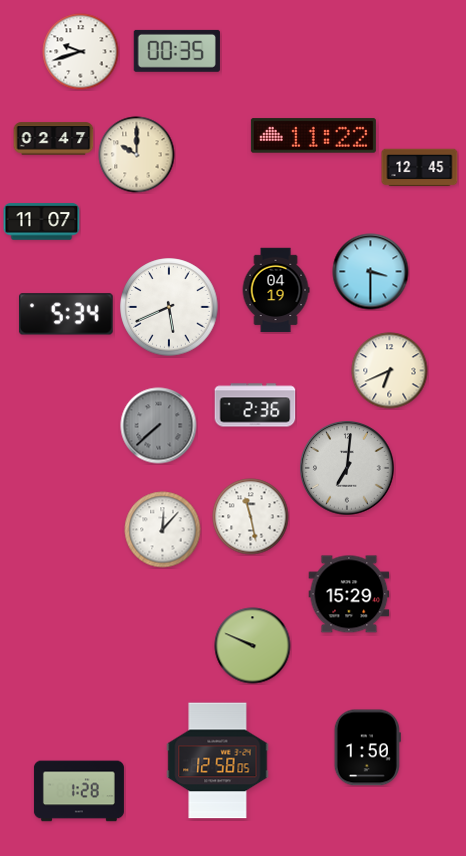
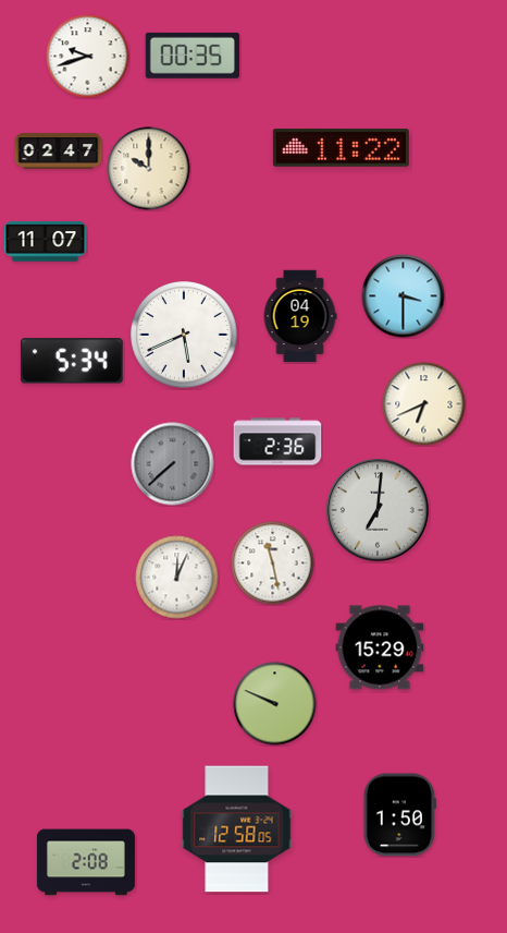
clock at (420, 168): 12:45 -> none
clock at (66, 314) position: (66, 314) -> (72, 361)
clock at (163, 530): 12:07 -> 12:04
clock at (79, 791): 1:28 -> 2:08
